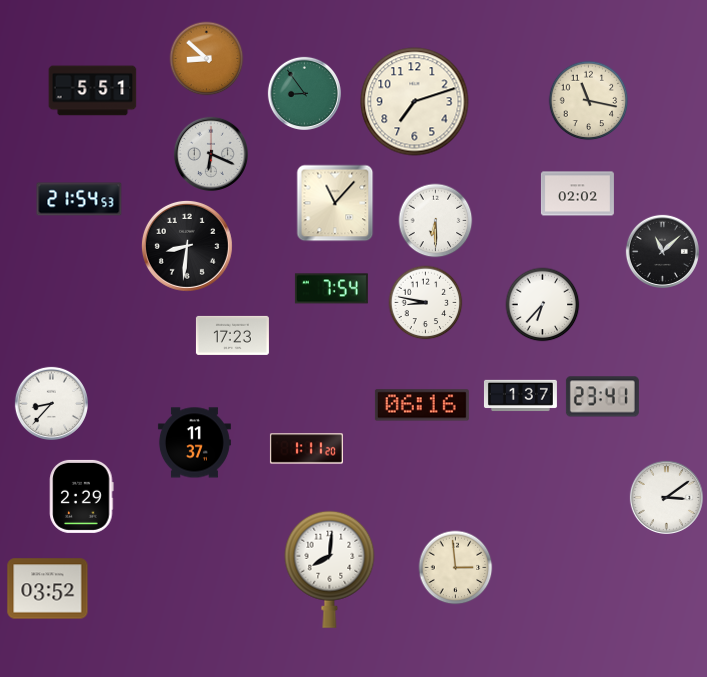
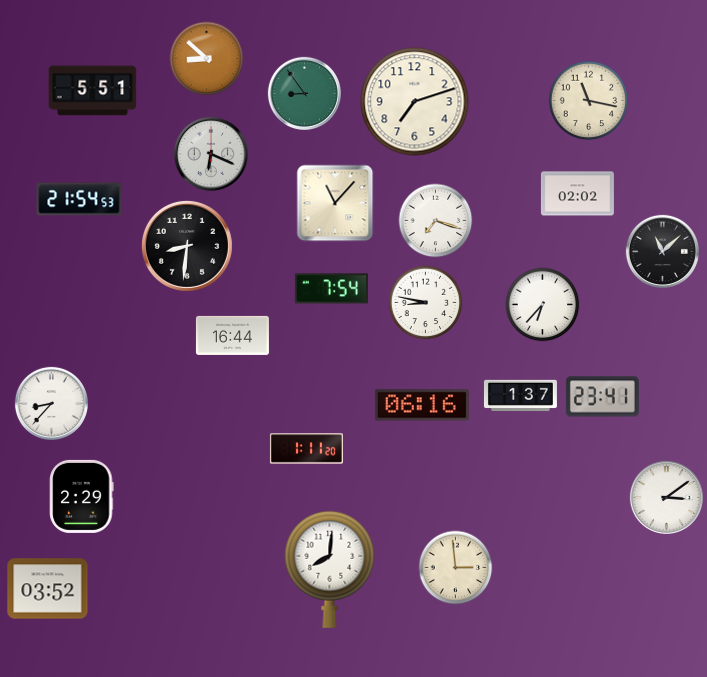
clock at (436, 221): 6:30 -> 7:18
clock at (232, 335): 17:23 -> 16:44
clock at (194, 443): 11:37 -> none
